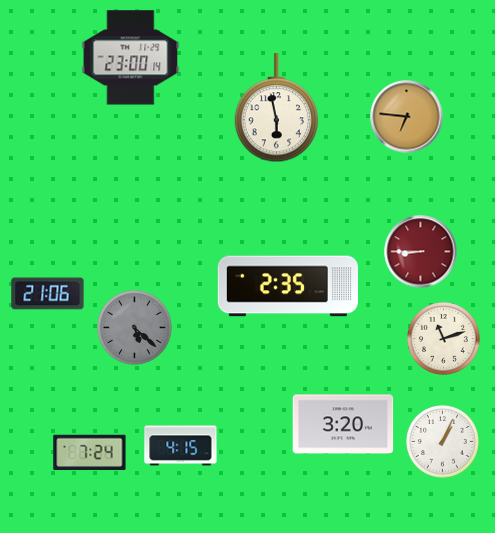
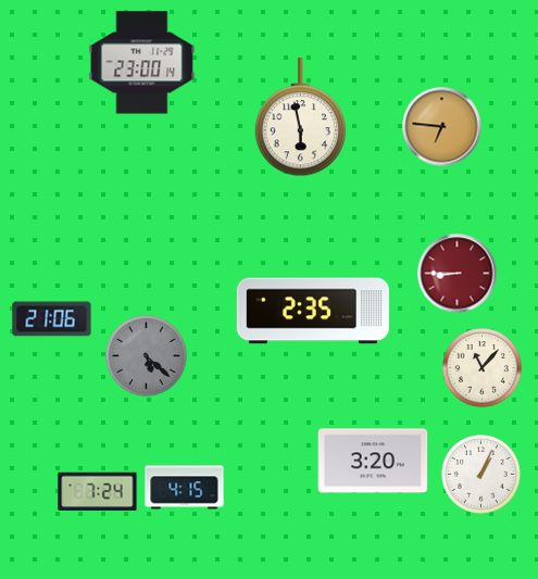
clock at (444, 339): 11:12 -> 11:07
clock at (443, 442) position: (443, 442) -> (481, 475)
clock at (181, 446) position: (181, 446) -> (185, 488)
